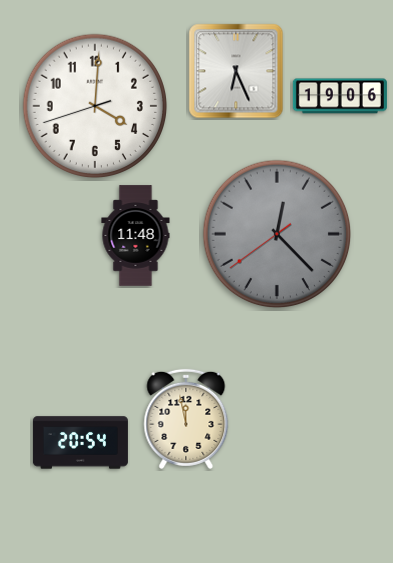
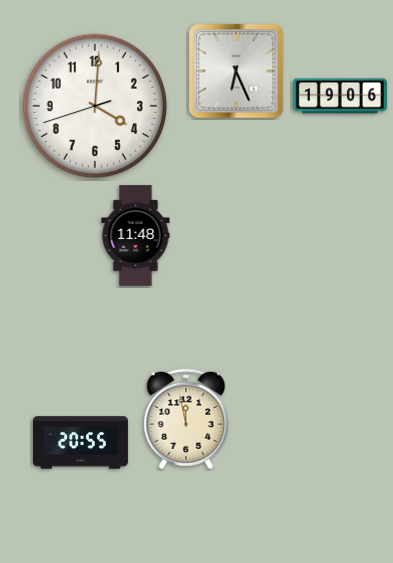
clock at (277, 234): 12:22 -> none
clock at (80, 443): 20:54 -> 20:55
